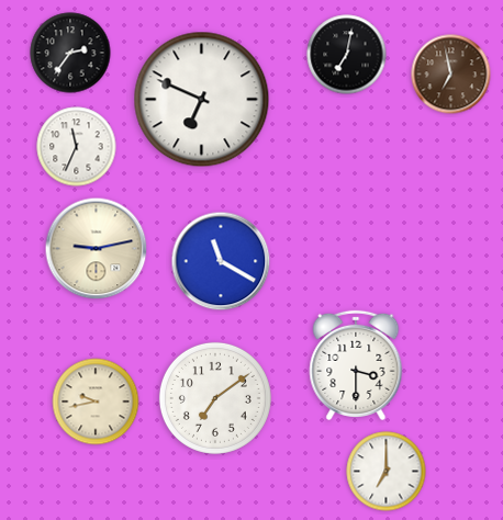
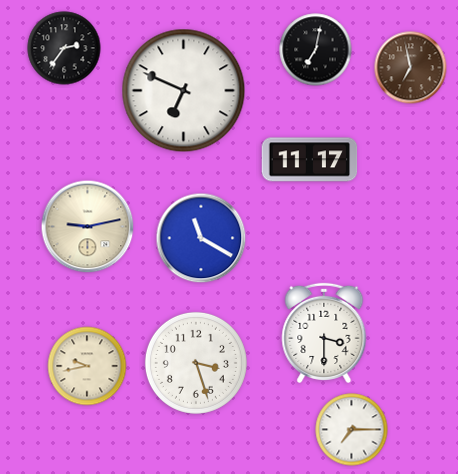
clock at (77, 147): 11:34 -> none
clock at (310, 160): none -> 11:17
clock at (215, 398): 7:09 -> 3:27
clock at (387, 472): 7:00 -> 7:15
